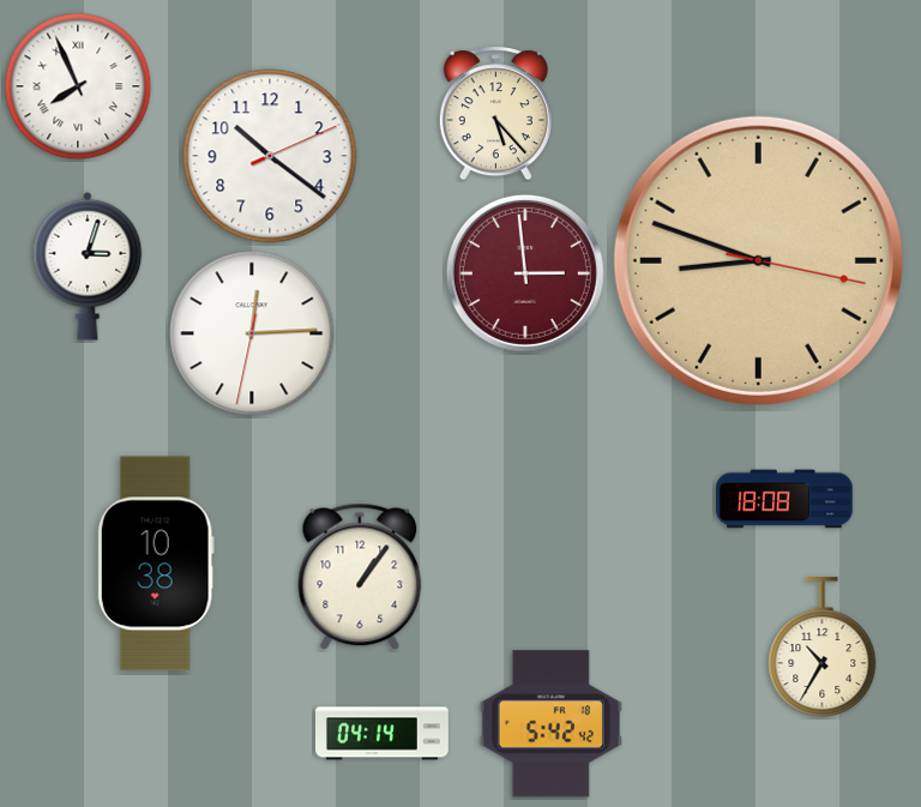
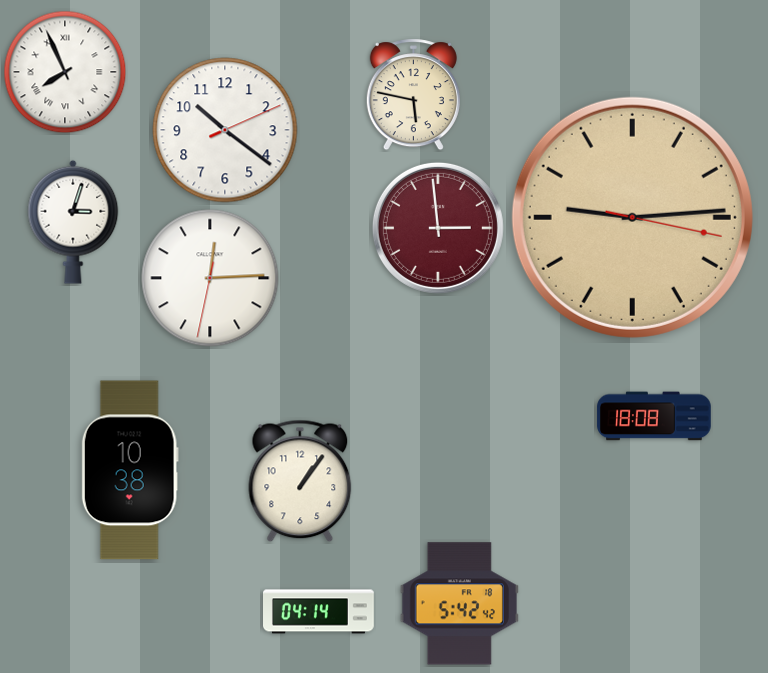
clock at (495, 114): 5:23 -> 5:47
clock at (758, 260): 8:48 -> 9:14
clock at (823, 648): 10:35 -> none
